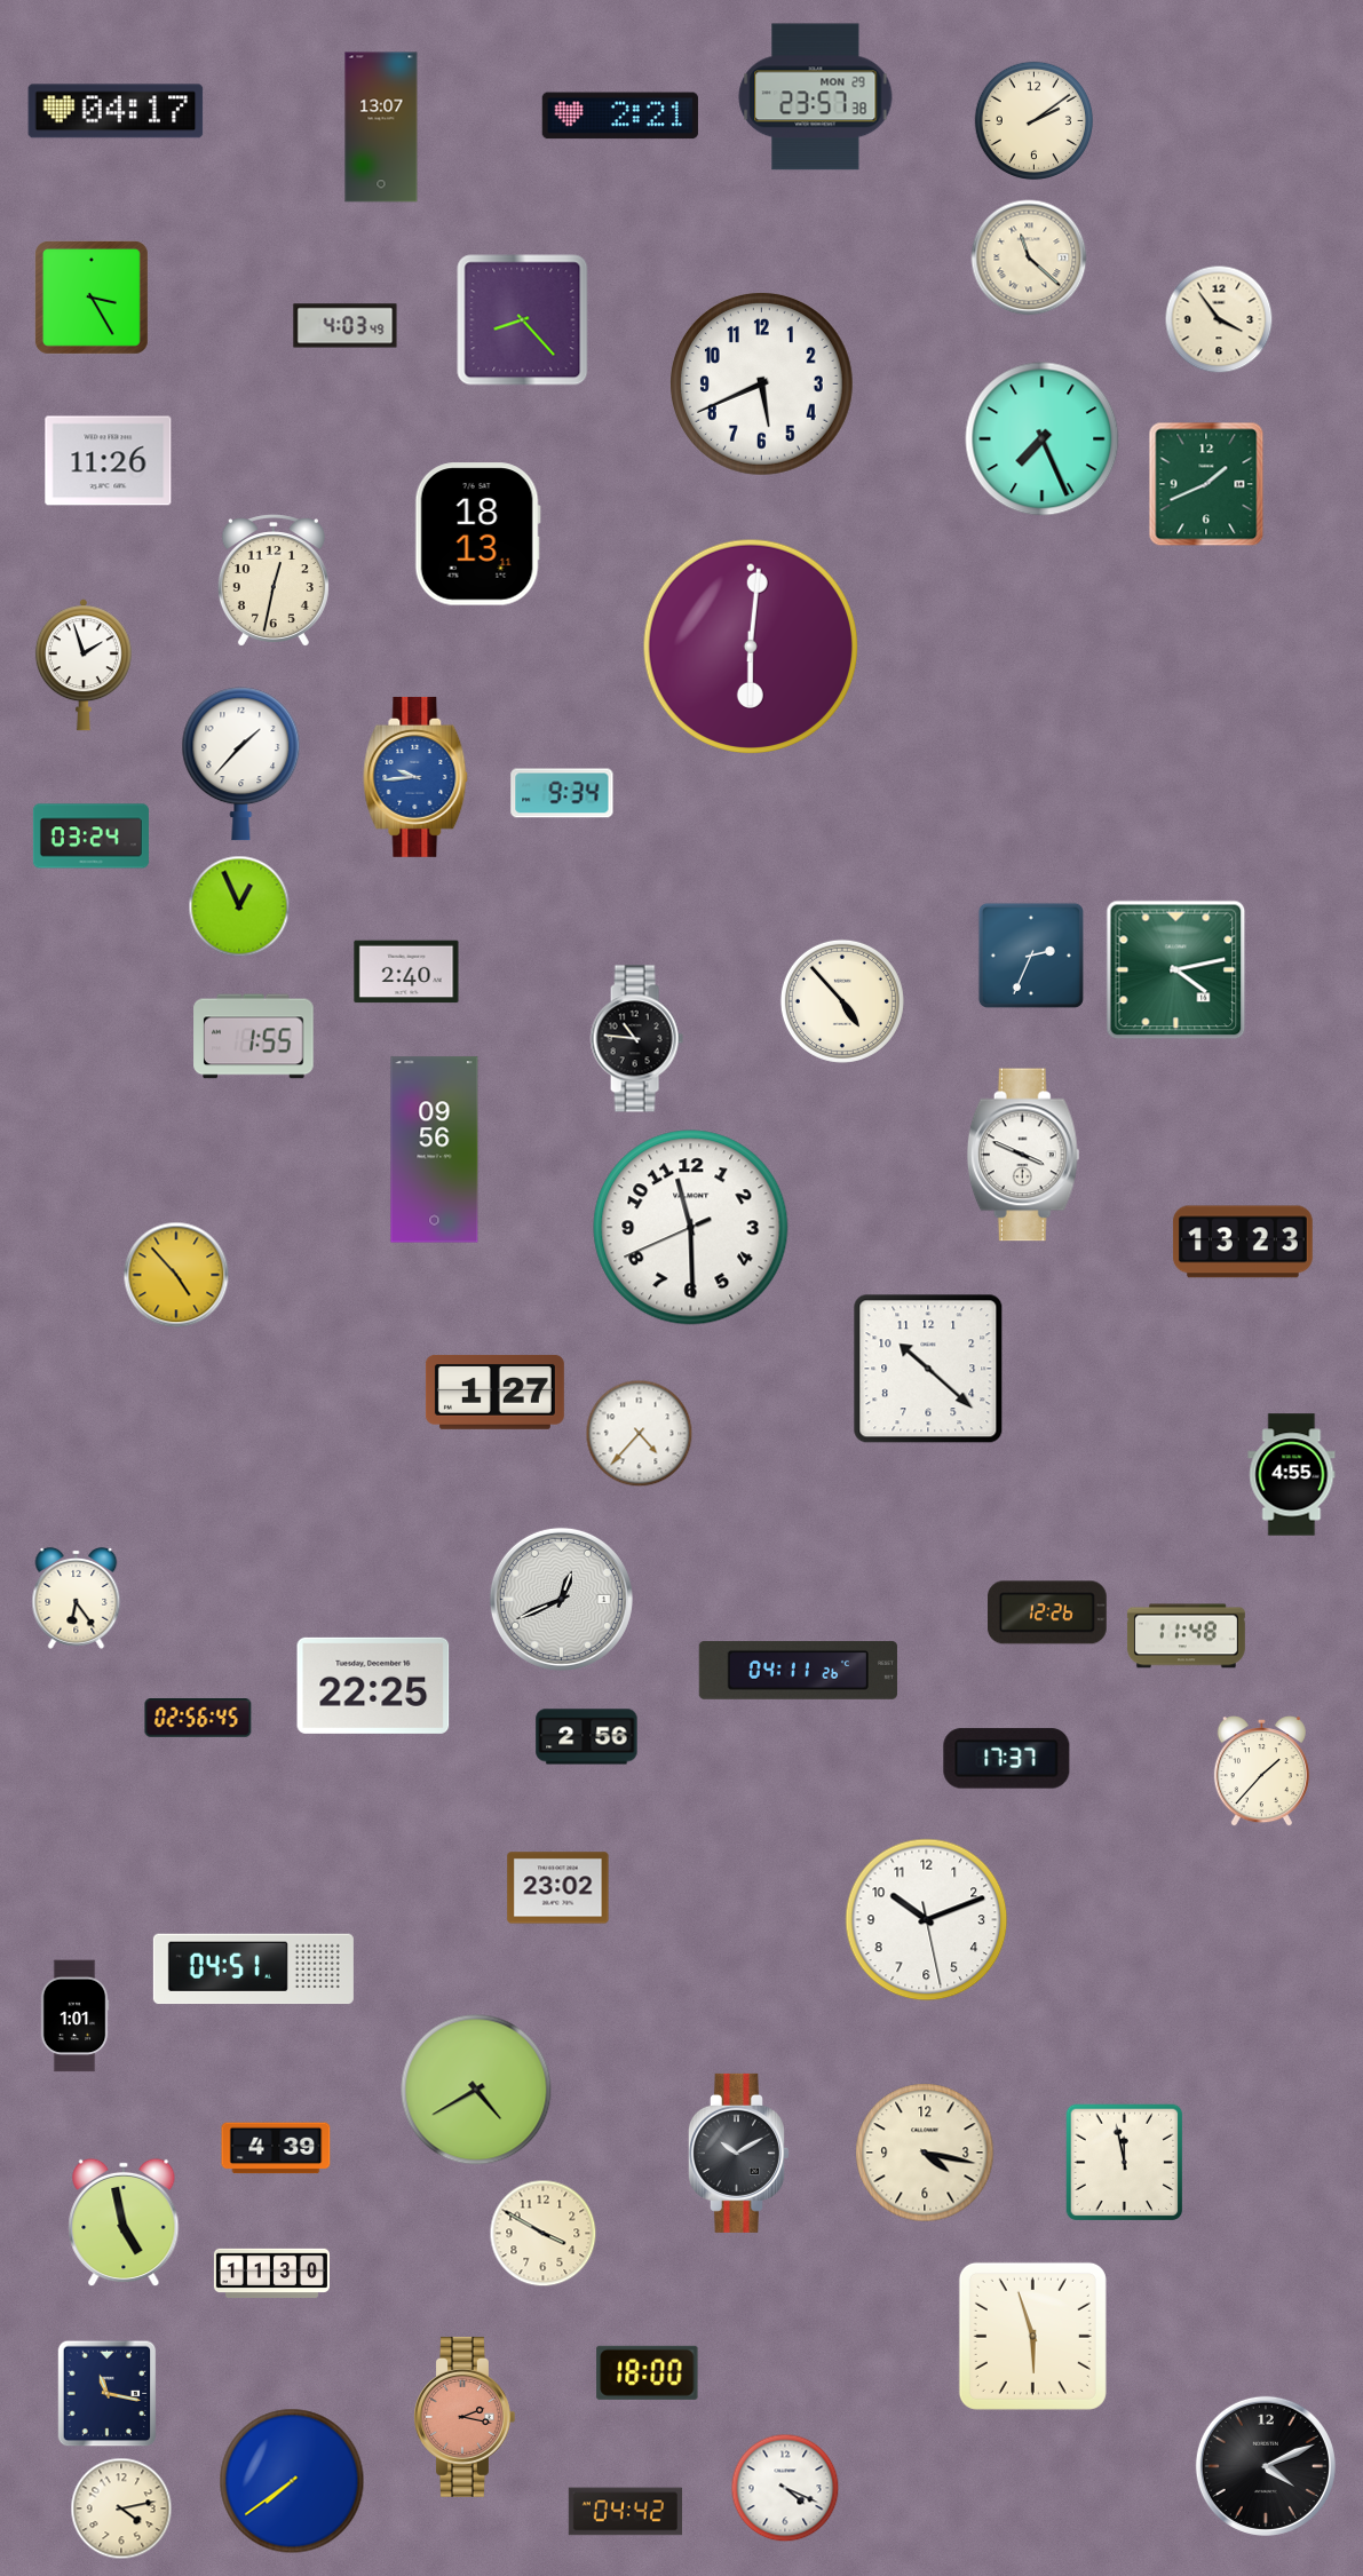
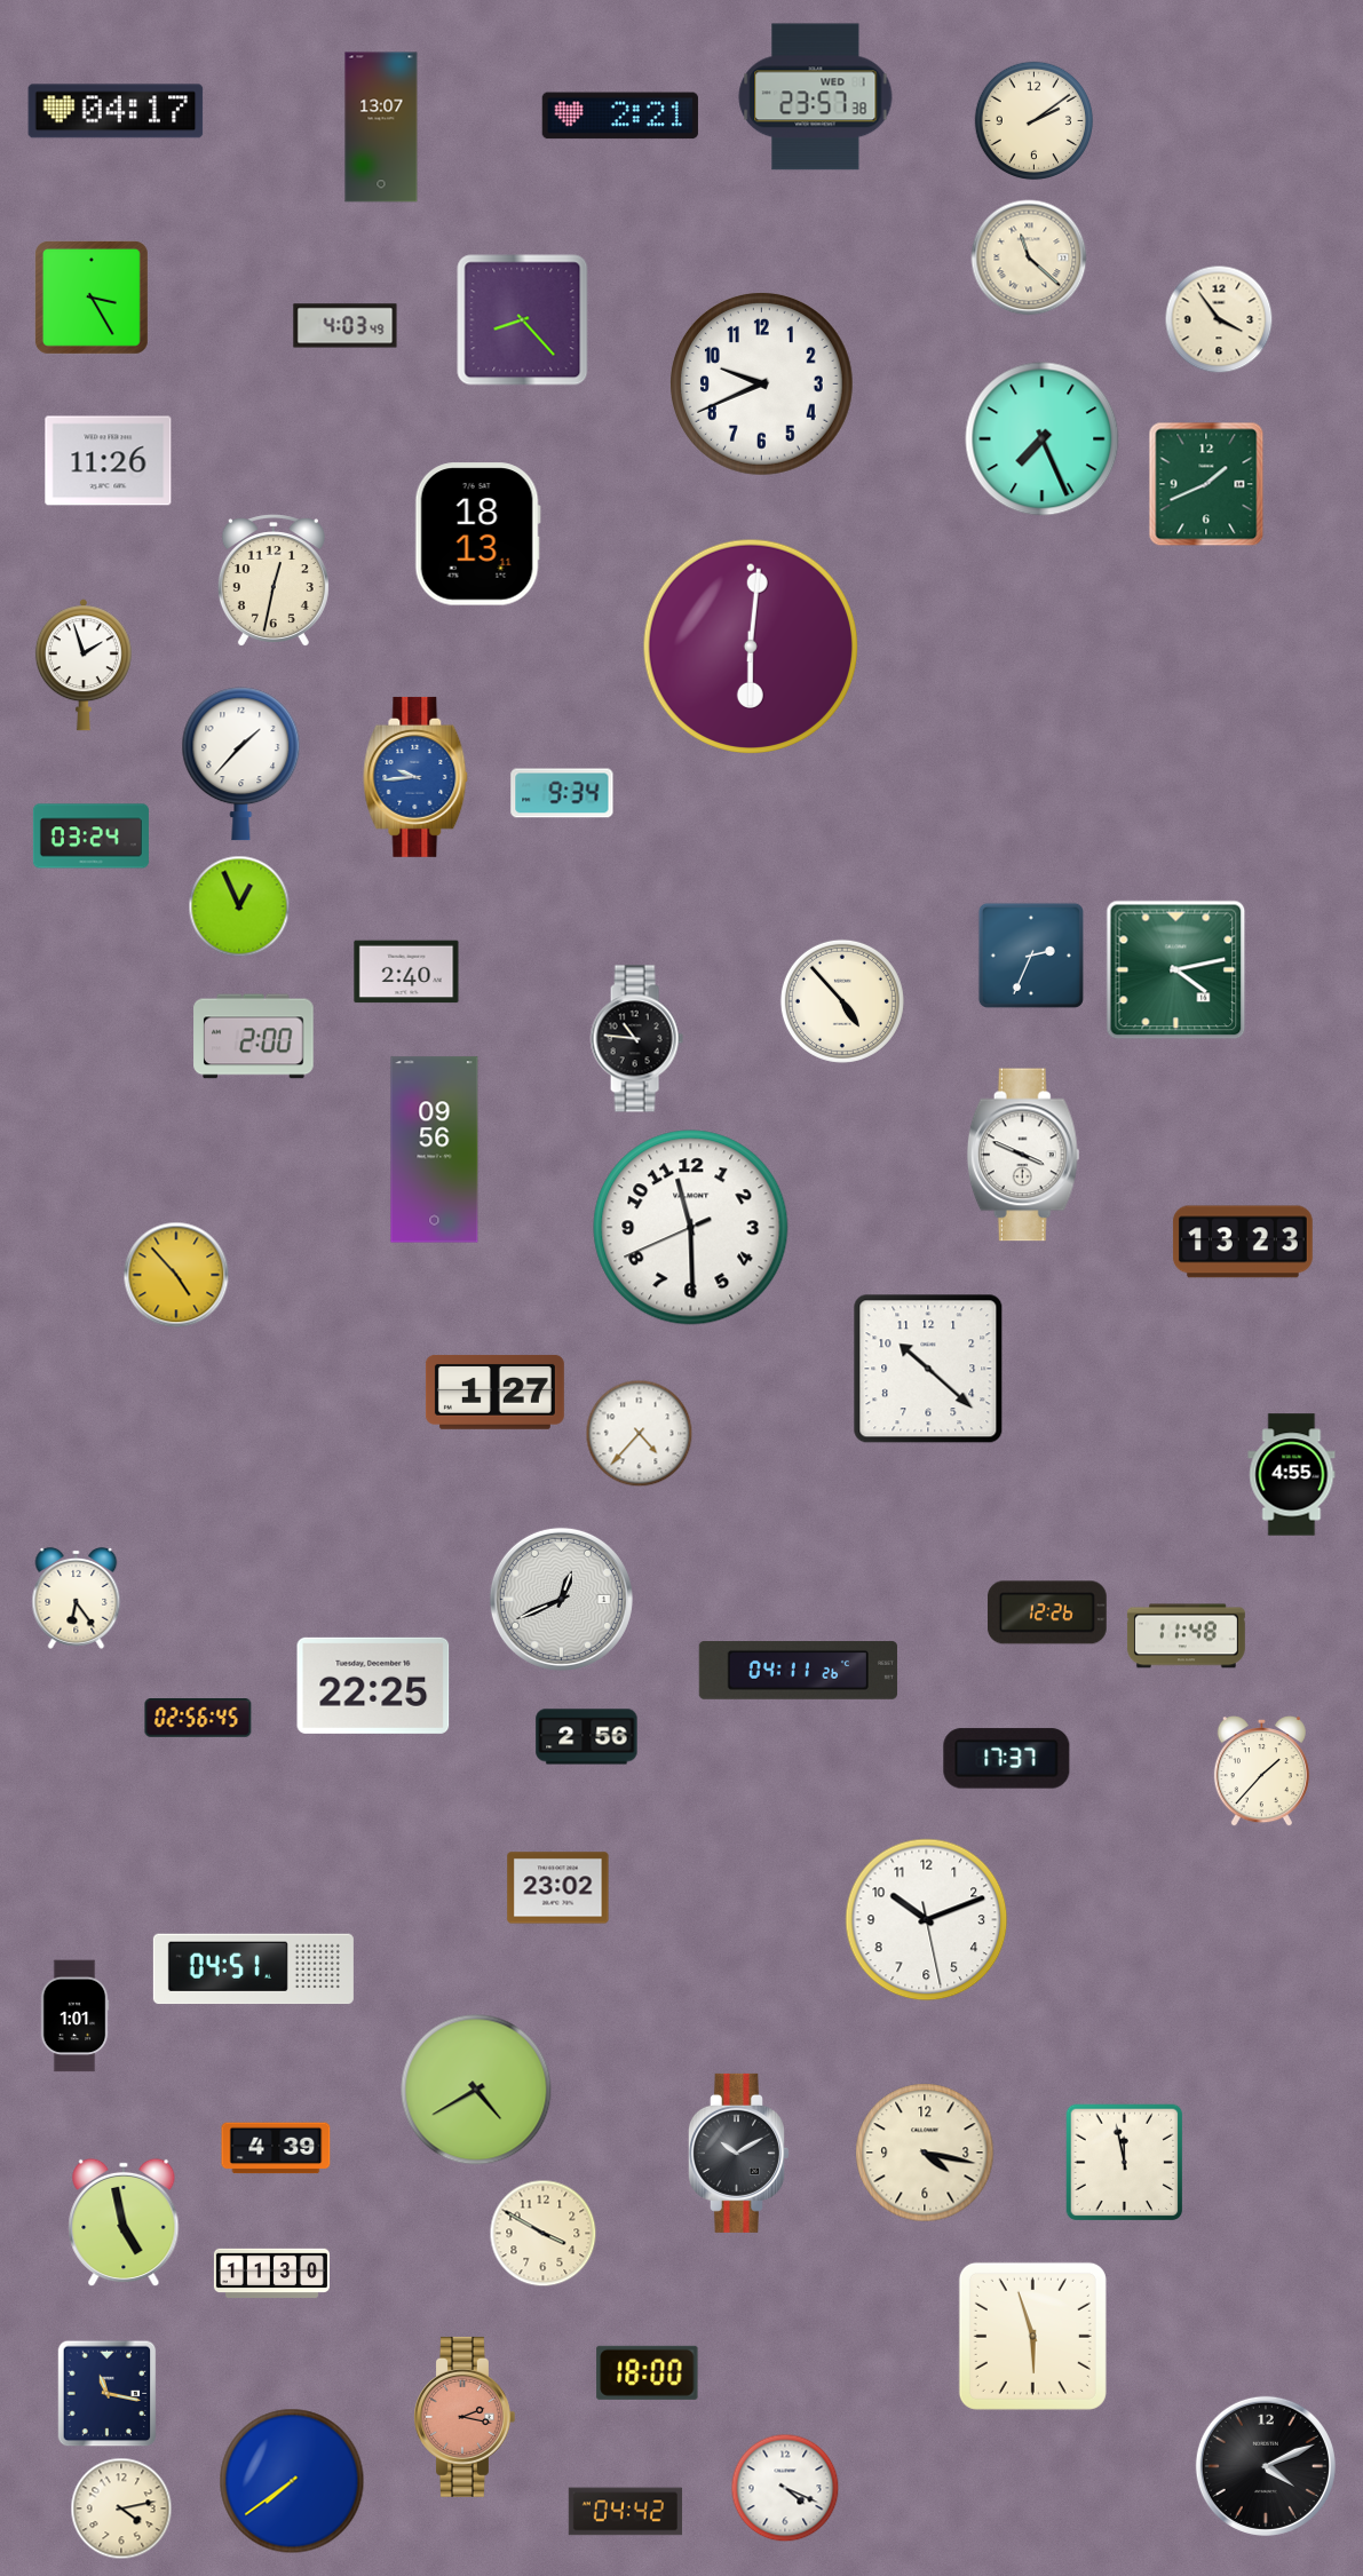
clock at (816, 97) date: MON 29 -> WED 1
clock at (762, 385): 5:41 -> 9:41
clock at (254, 1037): 1:55 -> 2:00
